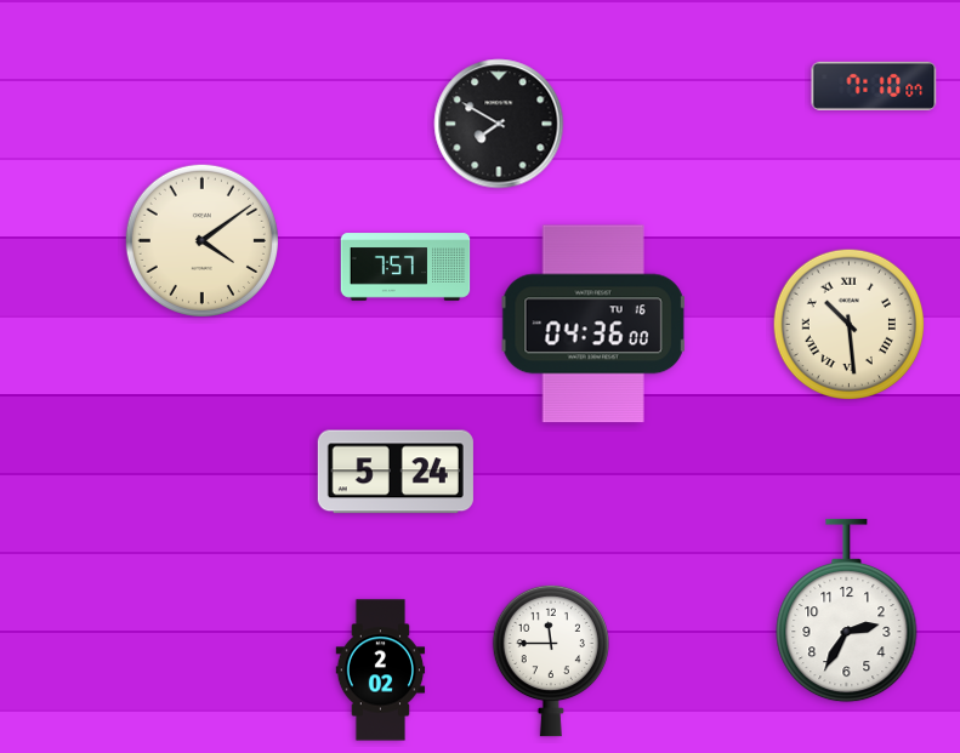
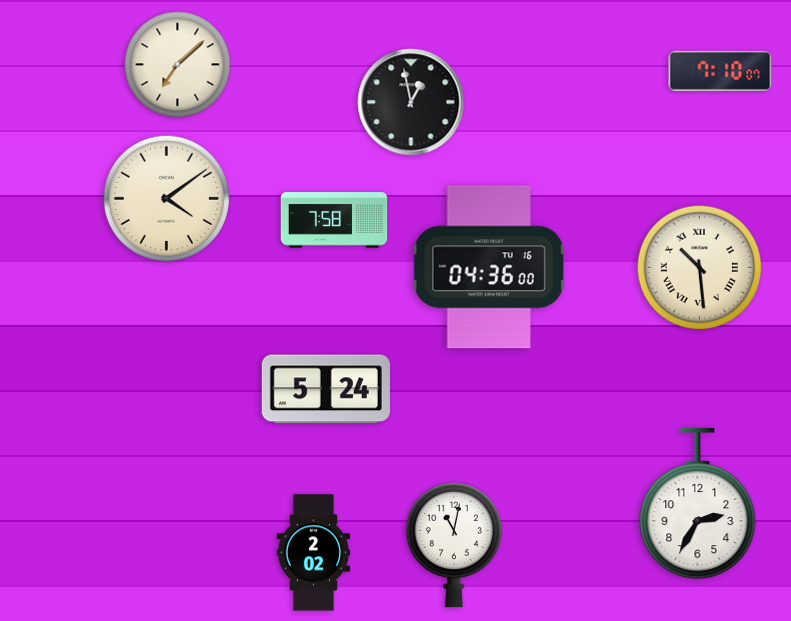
clock at (178, 65): none -> 7:08
clock at (499, 124): 7:50 -> 12:58
clock at (405, 267): 7:57 -> 7:58
clock at (551, 661): 11:45 -> 11:02
